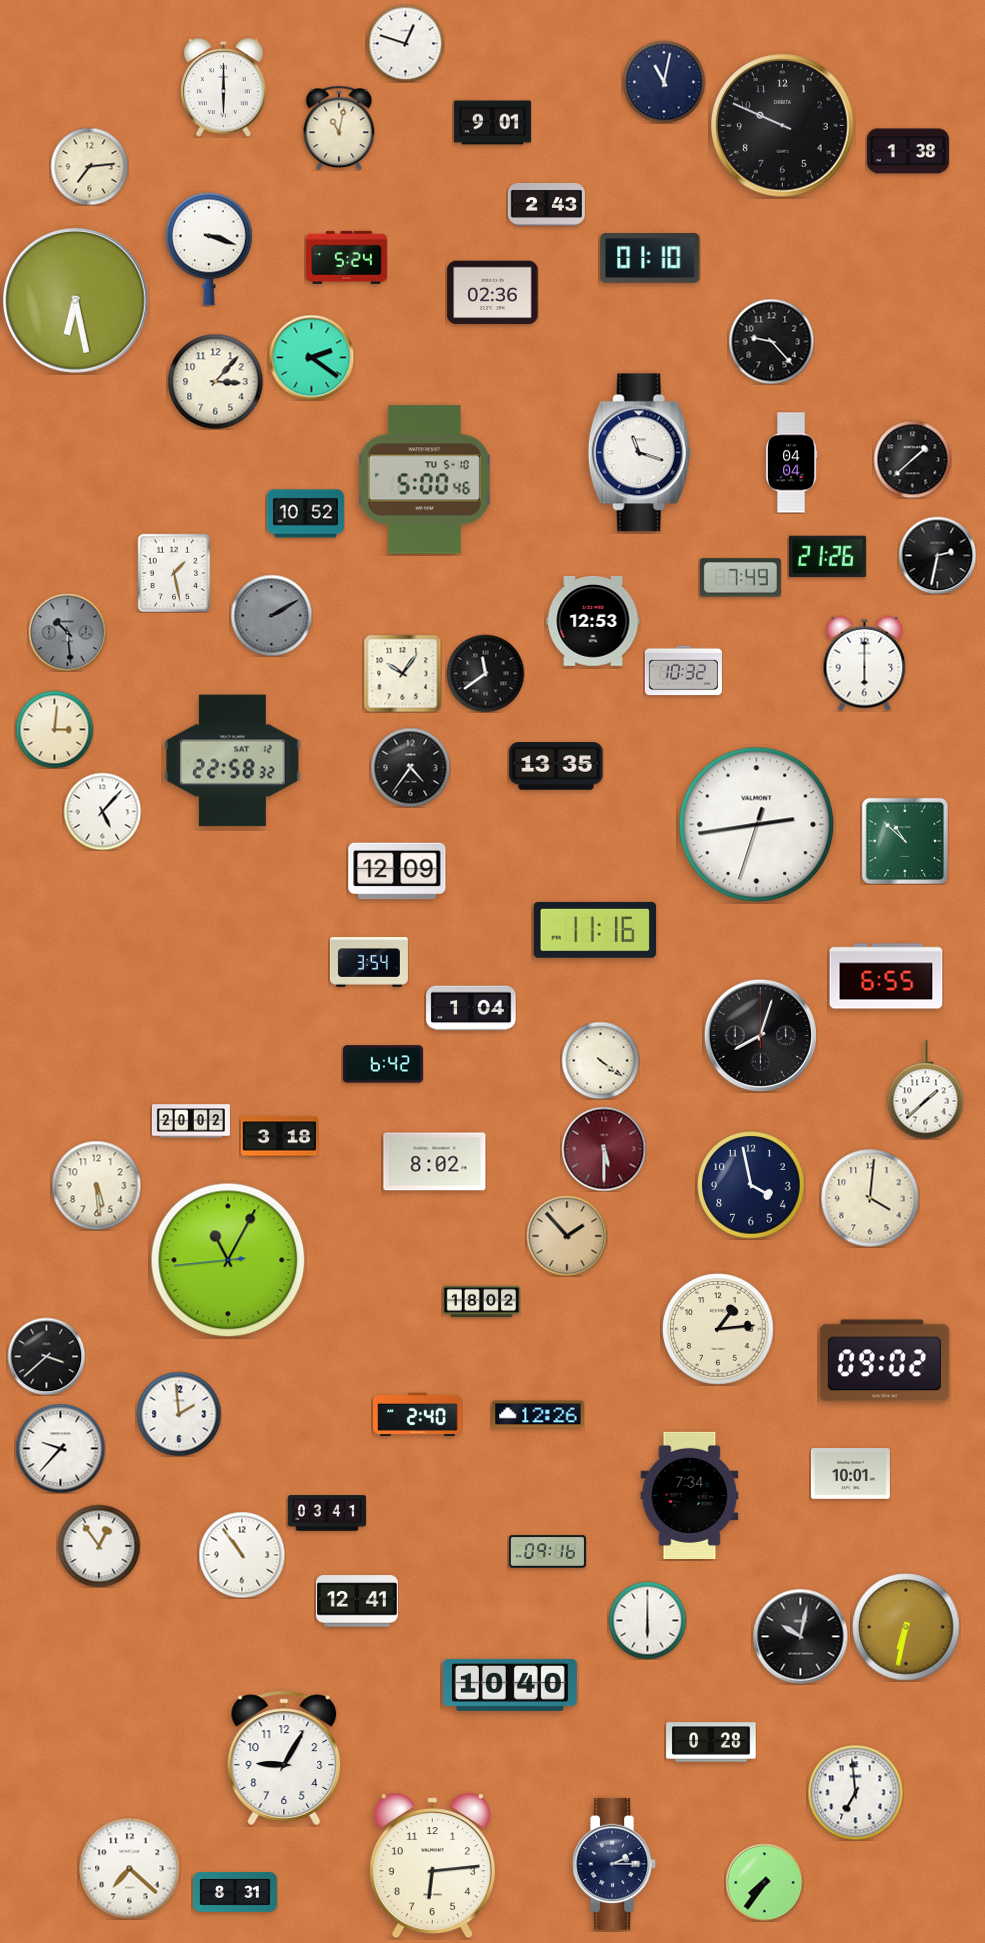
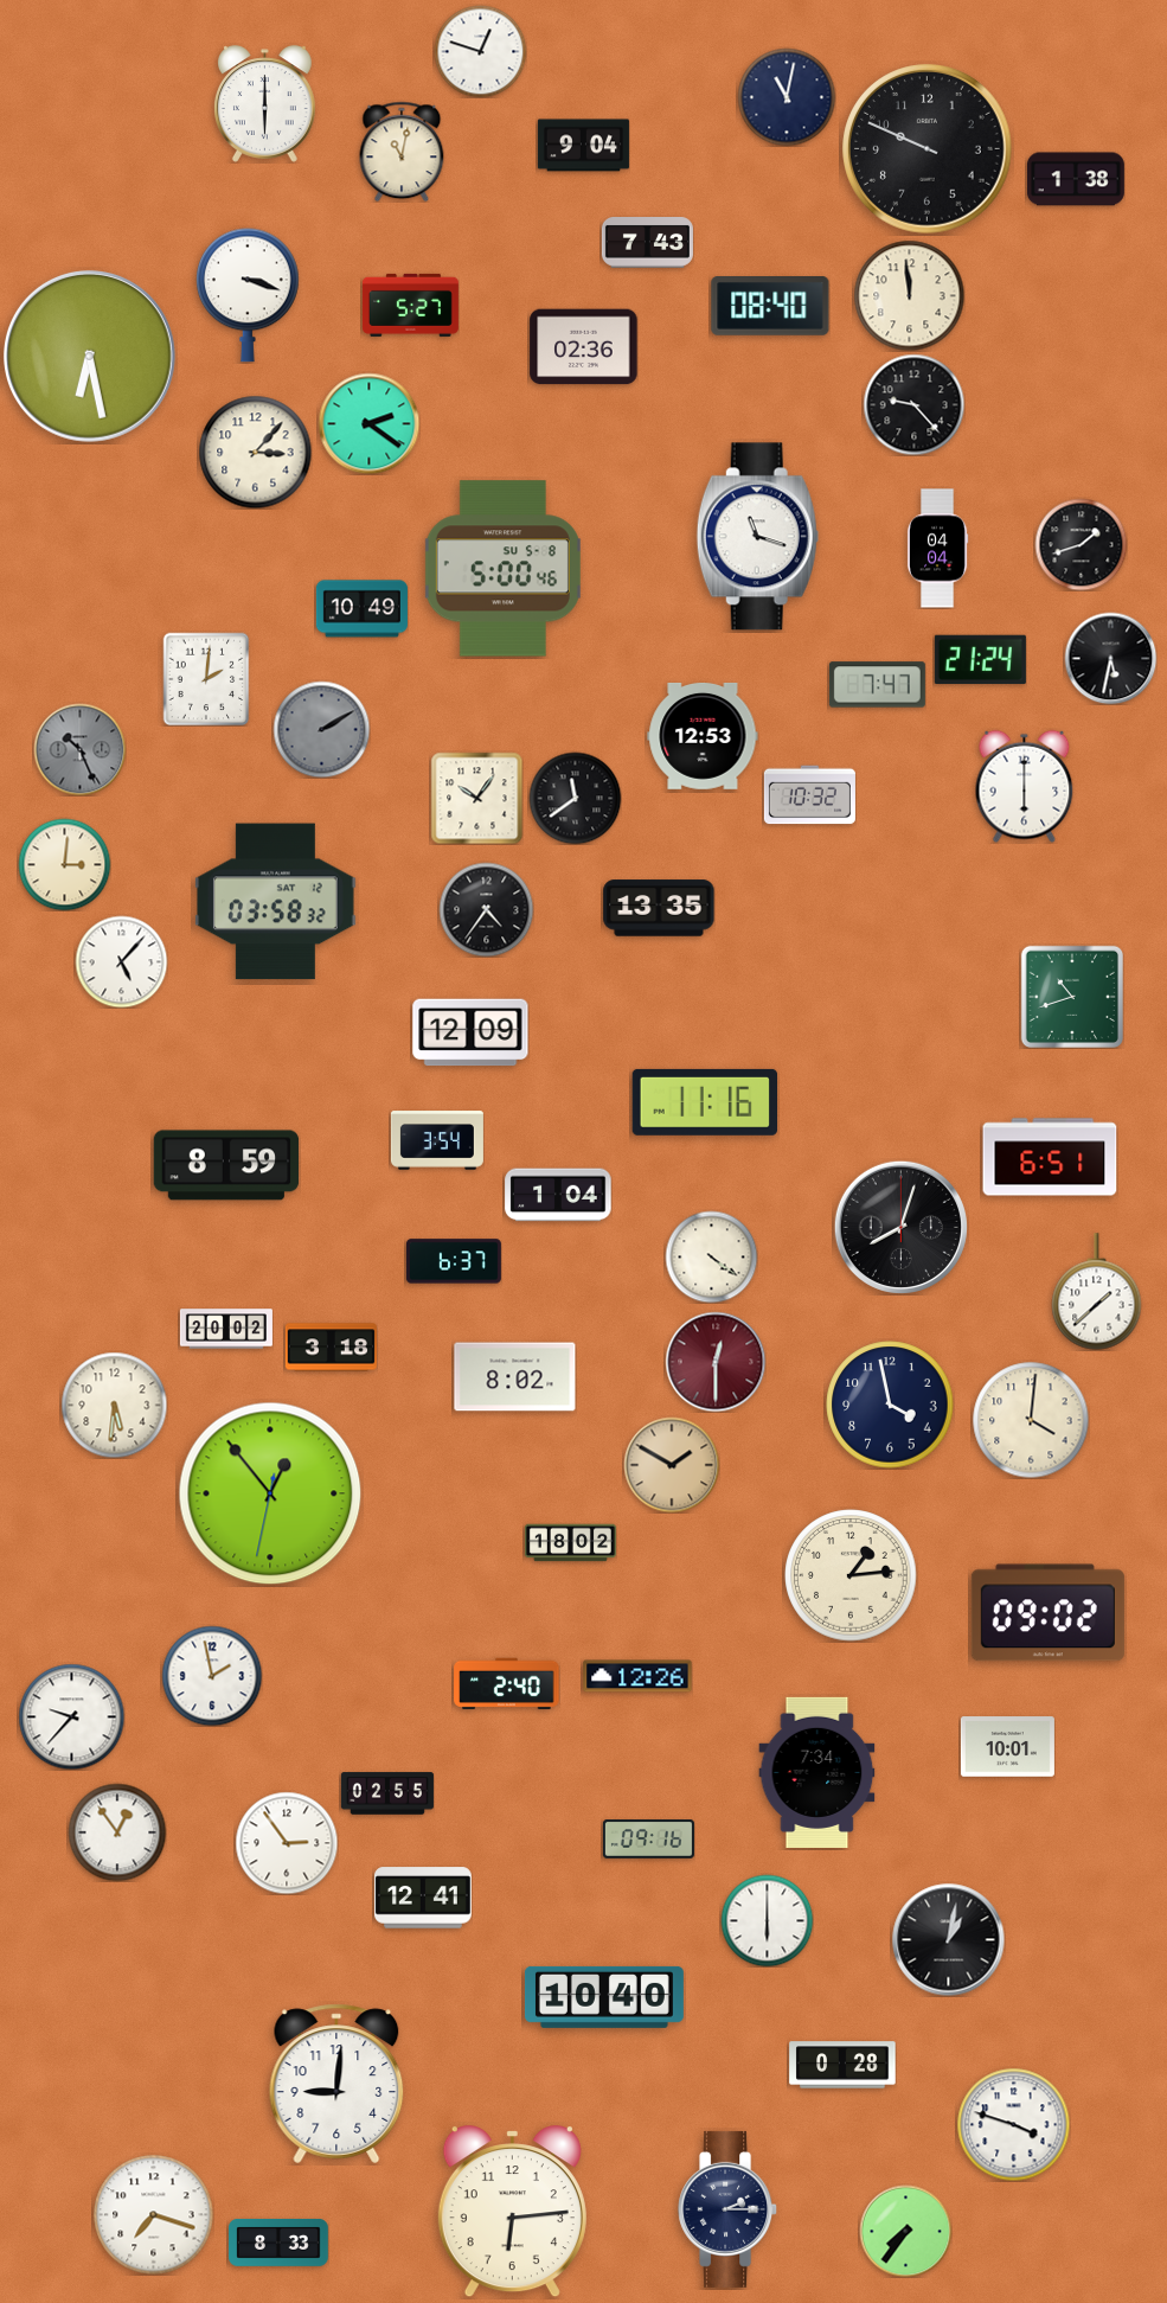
clock at (492, 123): 9:01 -> 9:04
clock at (89, 166): 7:14 -> none
clock at (546, 205): 2:43 -> 7:43
clock at (909, 295): none -> 11:59
clock at (346, 257): 5:24 -> 5:27
clock at (650, 259): 01:10 -> 08:40
clock at (912, 459): 1:38 -> 1:42
clock at (424, 480) date: TU 5-10 -> SU 5-8
clock at (305, 514): 10:52 -> 10:49
clock at (937, 555): 2:32 -> 5:32
clock at (827, 557): 21:26 -> 21:24
clock at (174, 573): 1:28 -> 2:01
clock at (740, 578): 7:49 -> 7:47
clock at (67, 632): 10:29 -> 10:26
clock at (232, 761): 22:58 -> 03:58
clock at (757, 825): 2:43 -> none
clock at (904, 840): 10:52 -> 10:42
clock at (886, 976): 6:55 -> 6:51
clock at (226, 1165): none -> 8:59
clock at (383, 1064): 6:42 -> 6:37
clock at (604, 1149): 5:30 -> 12:30
clock at (96, 1185): 5:29 -> 5:31
clock at (567, 1236): 1:53 -> 1:50
clock at (228, 1260): 11:04 -> 12:53
clock at (46, 1356): 3:38 -> none
clock at (179, 1414): 1:59 -> 1:58
clock at (418, 1415) position: (418, 1415) -> (507, 1684)
clock at (327, 1513): 03:41 -> 02:55
clock at (242, 1555): 10:54 -> 2:54
clock at (906, 1627): 6:32 -> none
clock at (800, 1636): 10:02 -> 1:02
clock at (284, 1758): 9:05 -> 9:01
clock at (855, 1792): 6:59 -> 3:48
clock at (130, 1869): 7:22 -> 7:18
clock at (236, 1892): 8:31 -> 8:33
